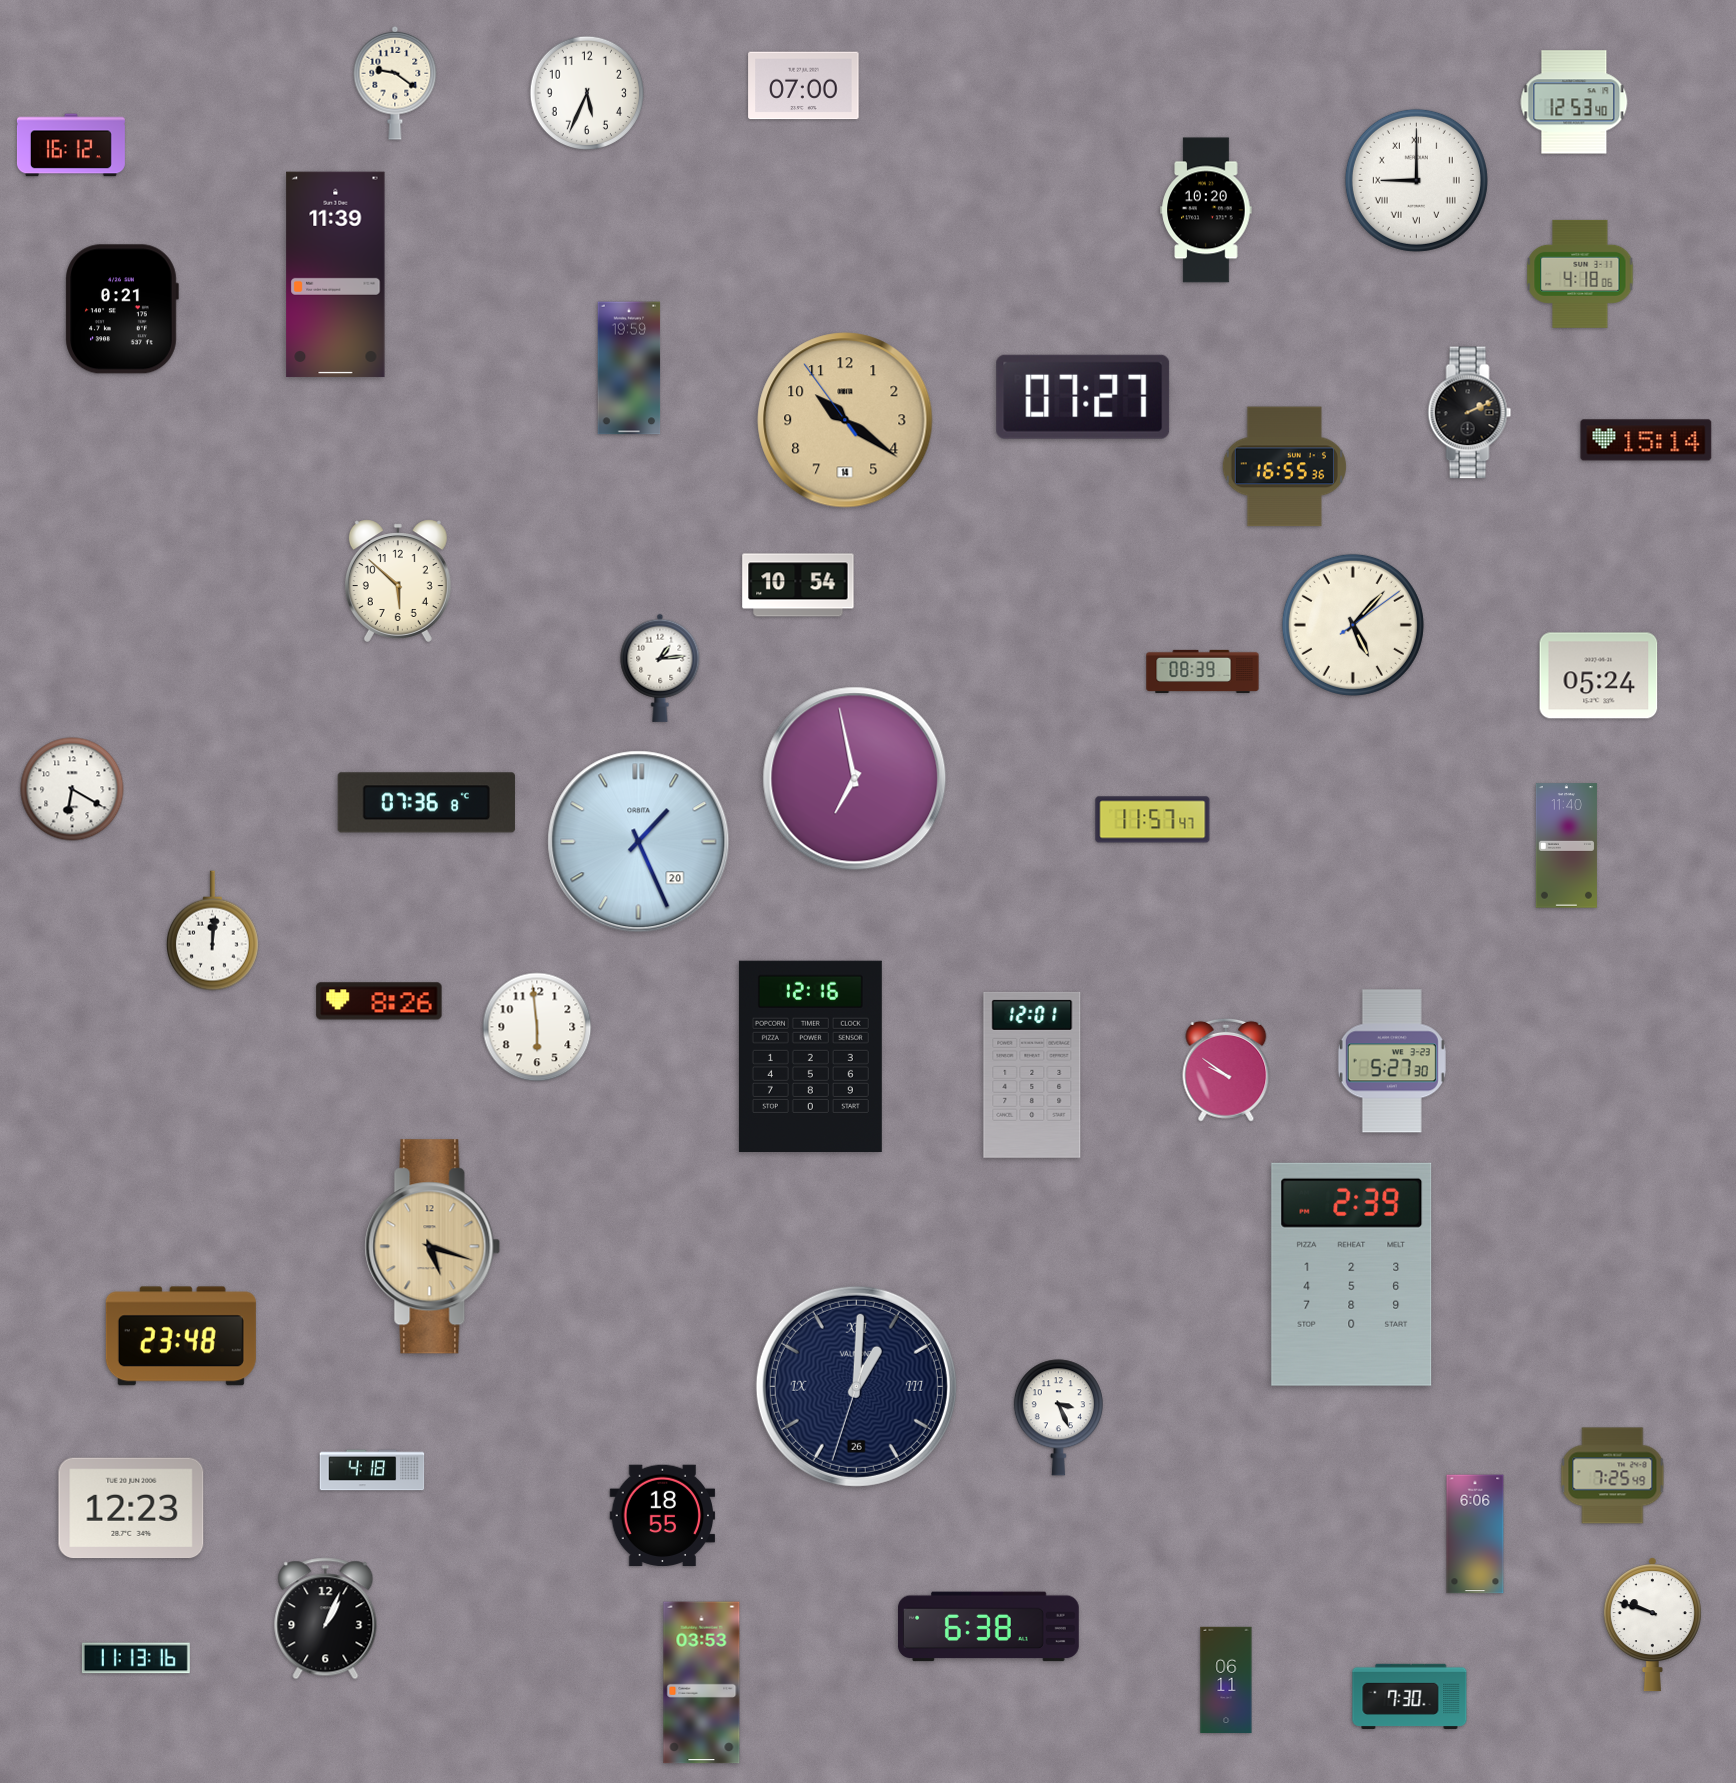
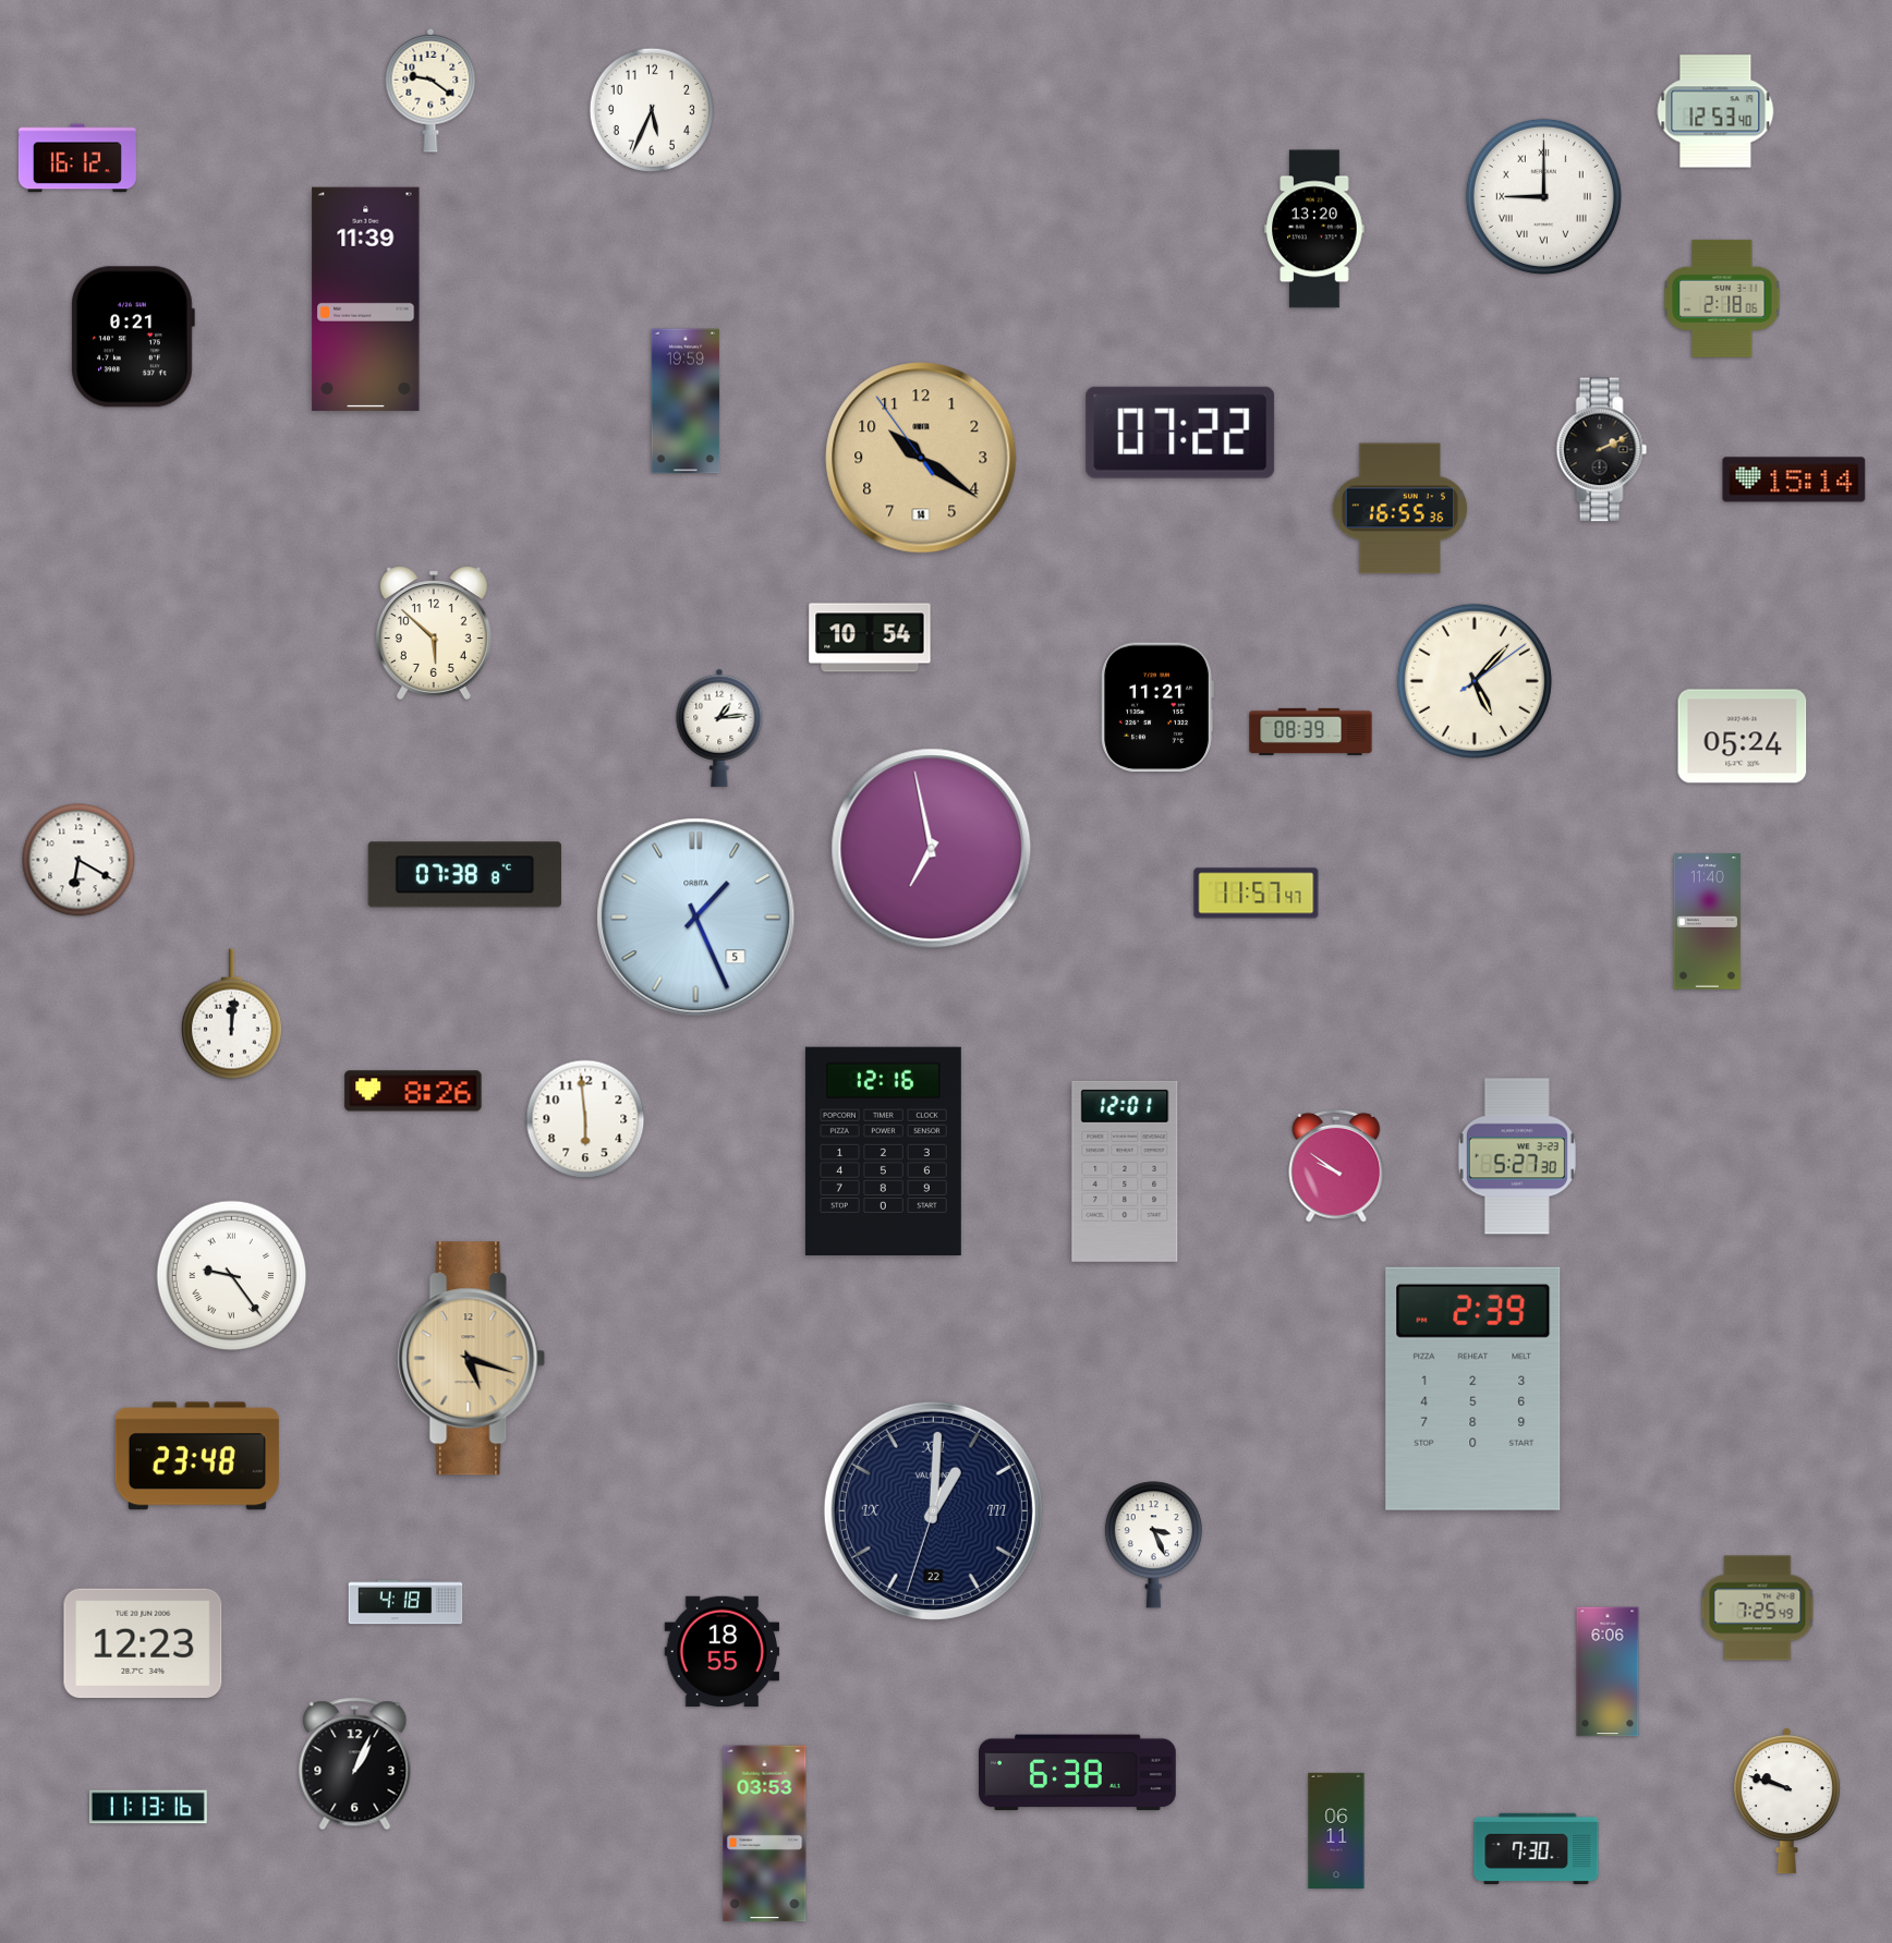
clock at (804, 86): 07:00 -> none
clock at (586, 92) position: (586, 92) -> (651, 109)
clock at (1206, 210): 10:20 -> 13:20
clock at (1580, 274): 4:18 -> 2:18
clock at (1083, 397): 07:27 -> 07:22
clock at (1157, 707): none -> 11:21
clock at (426, 803): 07:36 -> 07:38
clock at (639, 842) date: 20 -> 5
clock at (232, 1276): none -> 9:24
clock at (856, 1386) date: 26 -> 22
clock at (1652, 1625) position: (1652, 1625) -> (1786, 1801)
